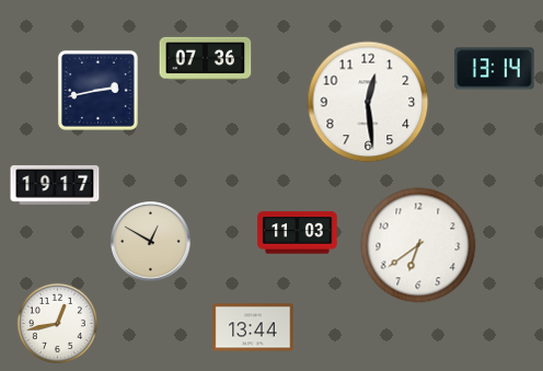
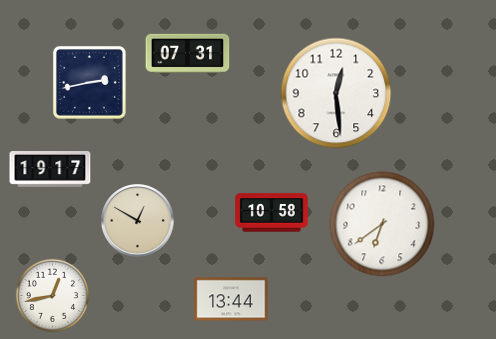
clock at (206, 58): 07:36 -> 07:31
clock at (495, 69): 13:14 -> none
clock at (298, 233): 11:03 -> 10:58
